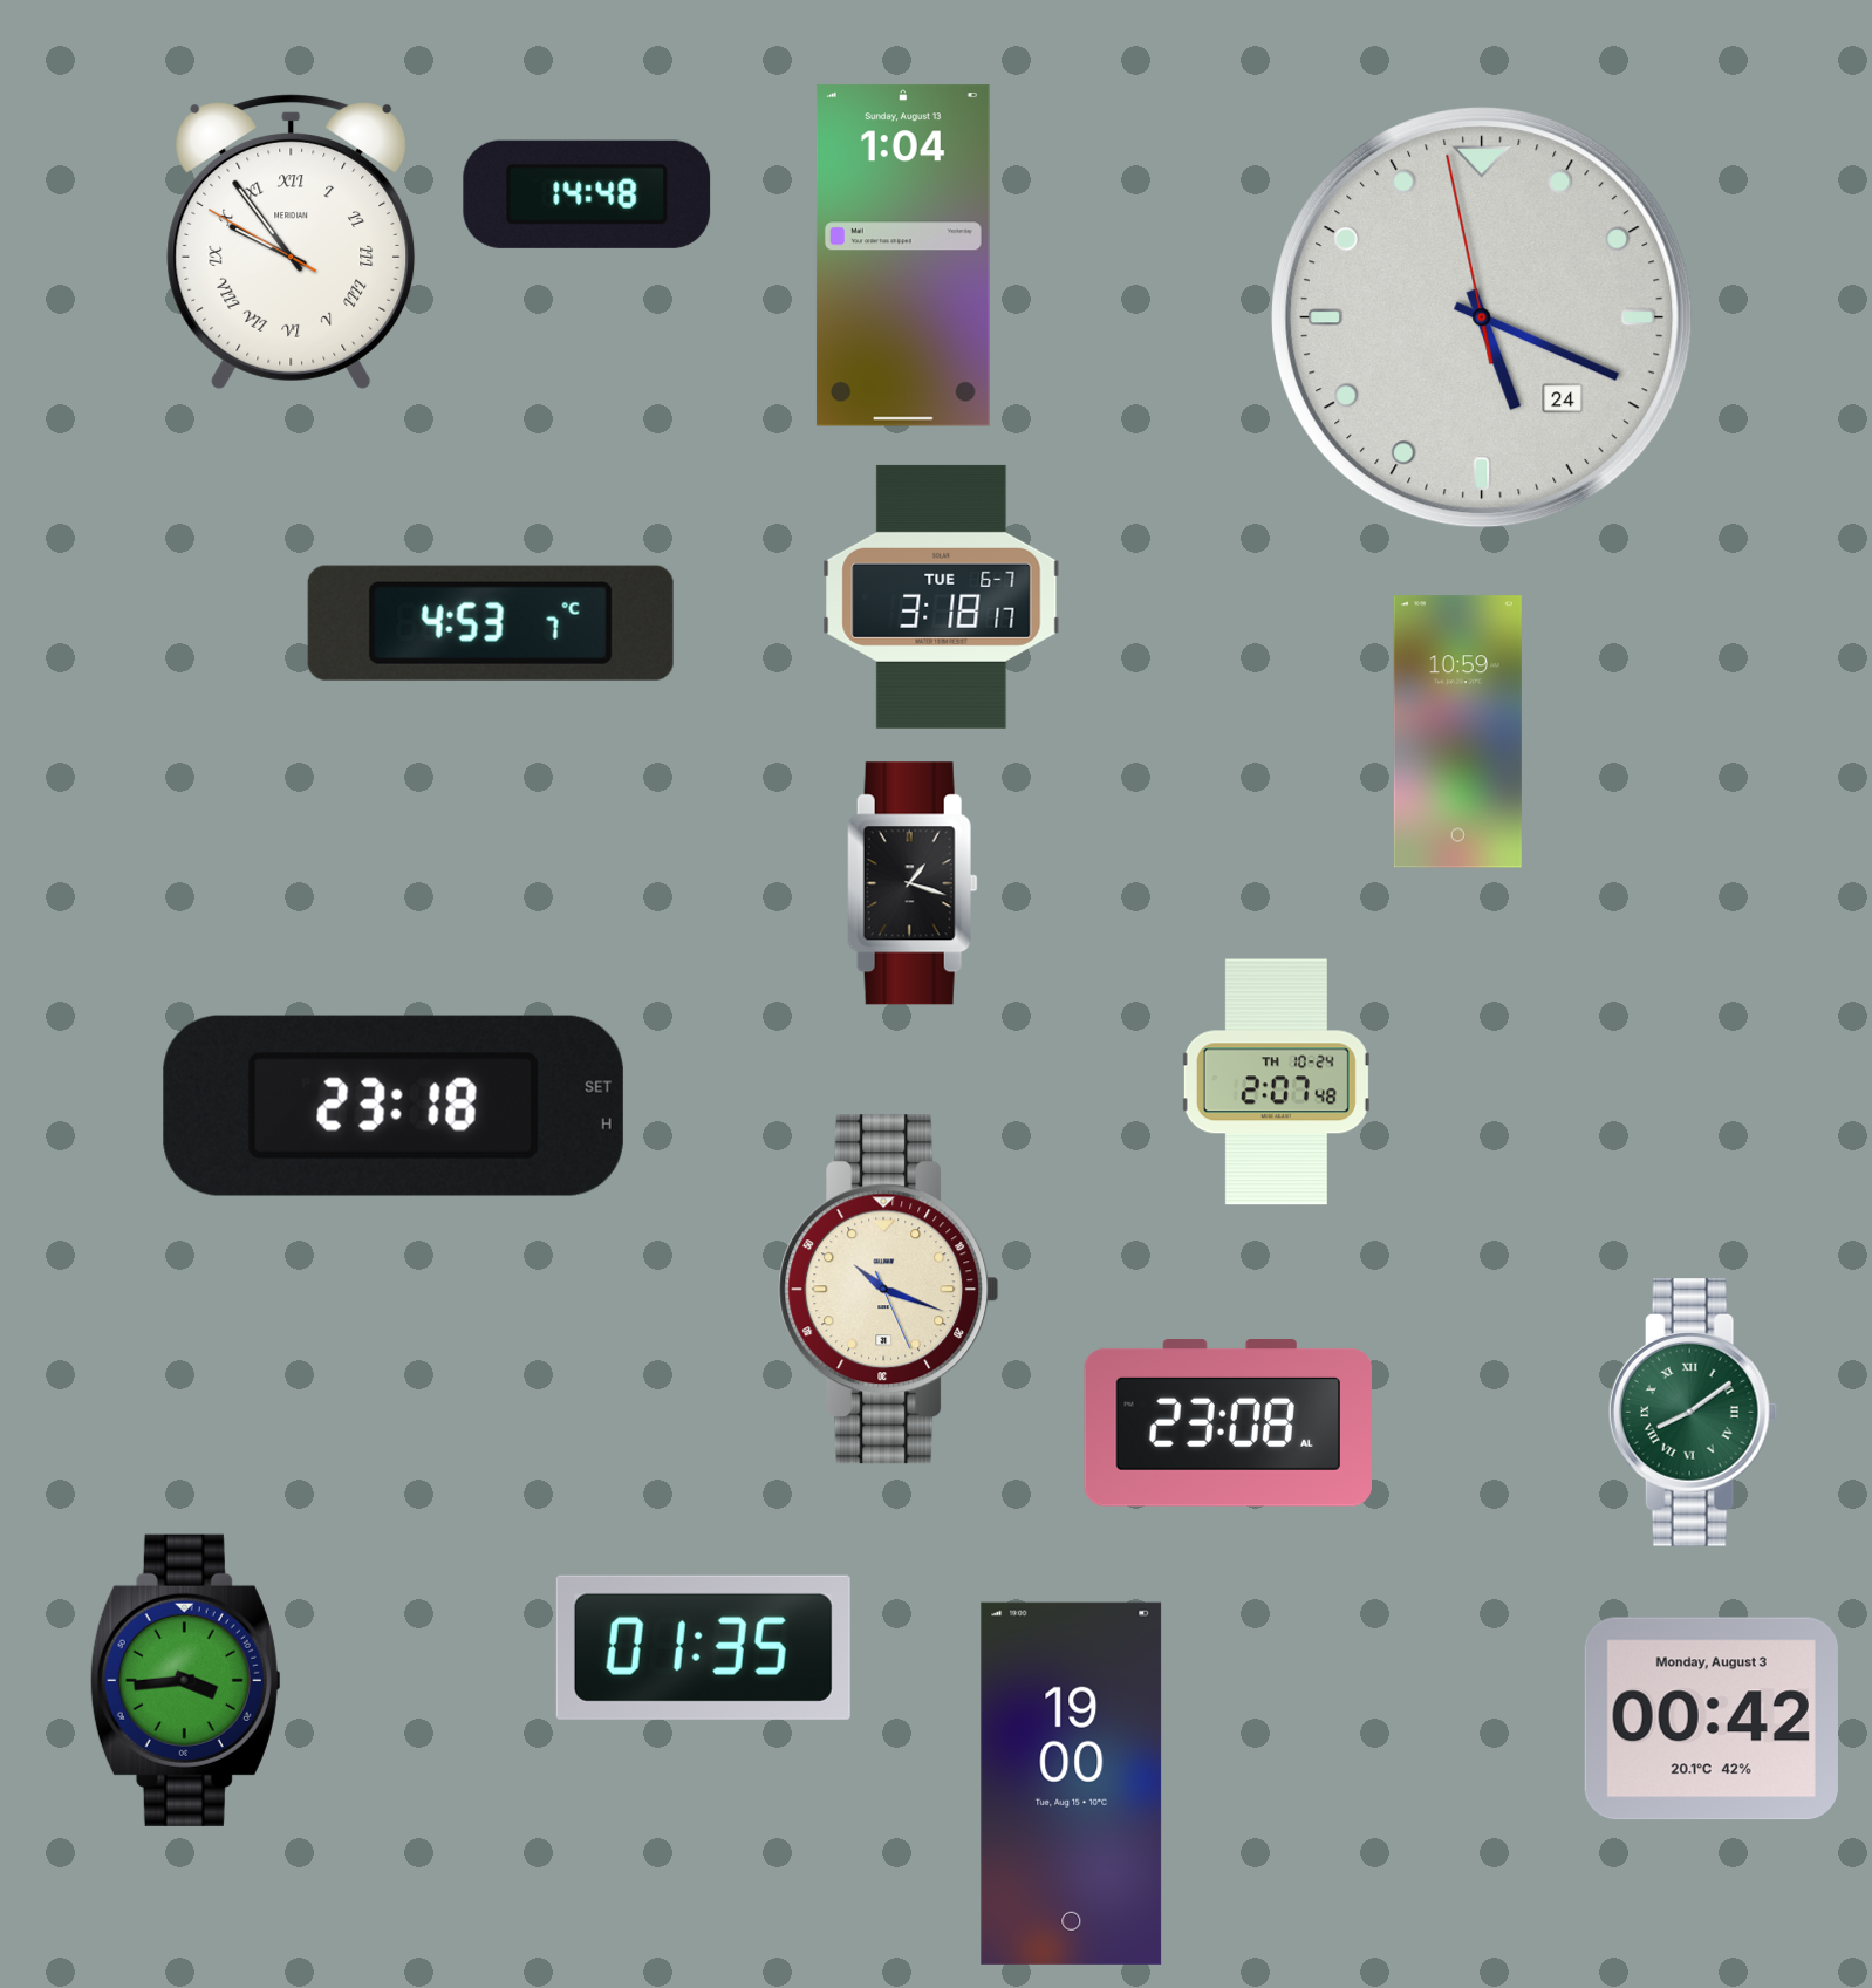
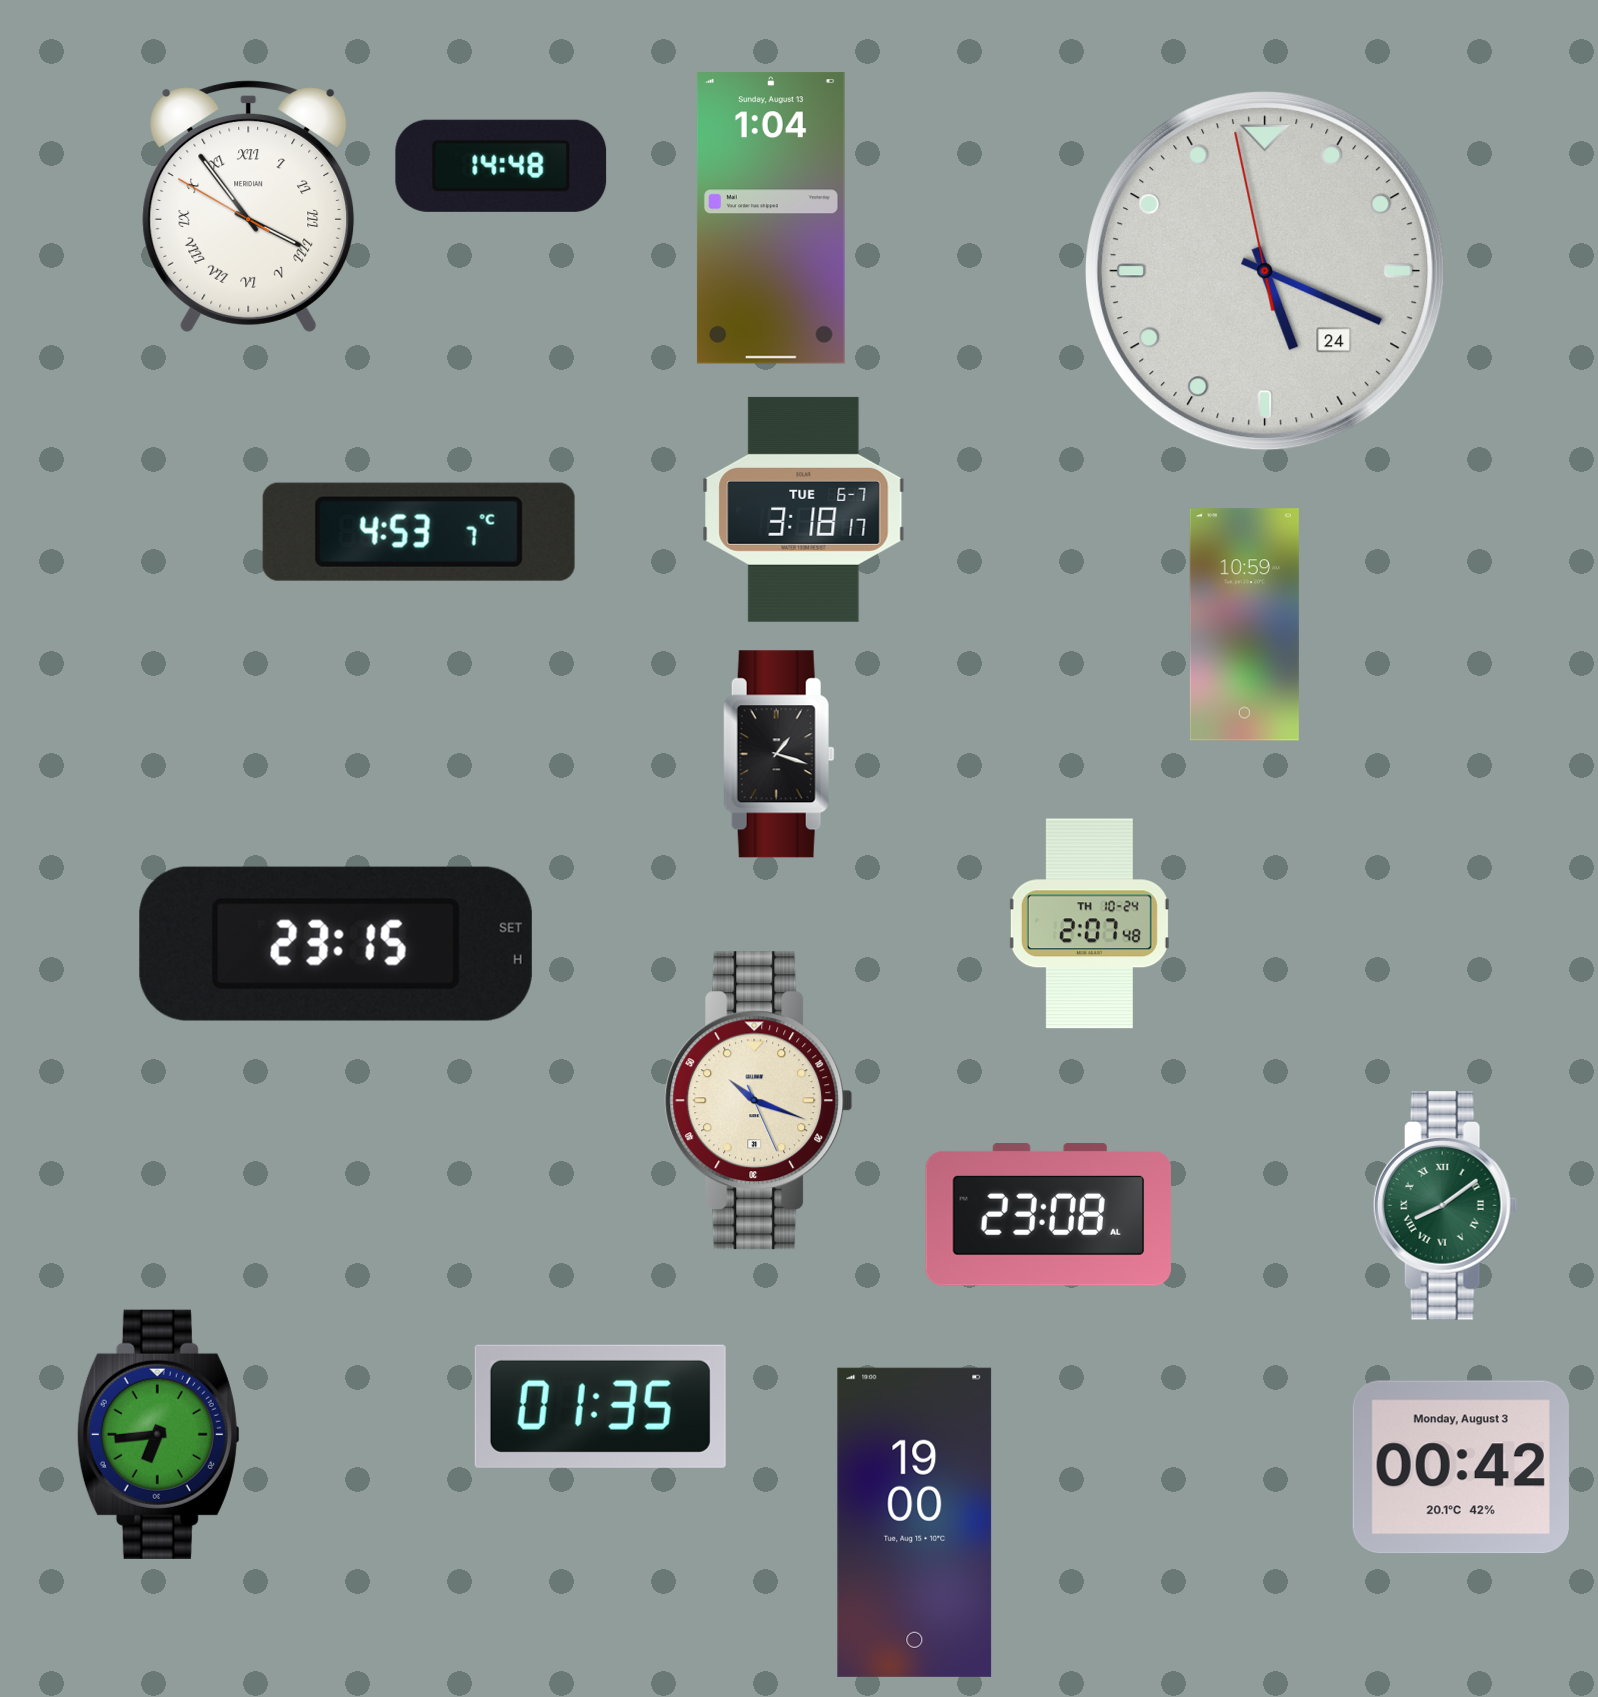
clock at (292, 241): 9:53 -> 3:53
clock at (394, 1106): 23:18 -> 23:15
clock at (185, 1680): 3:44 -> 6:44
